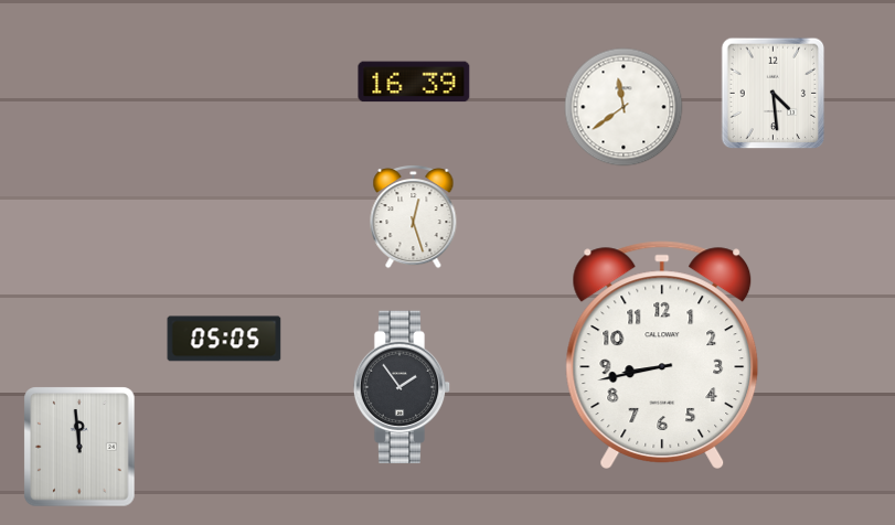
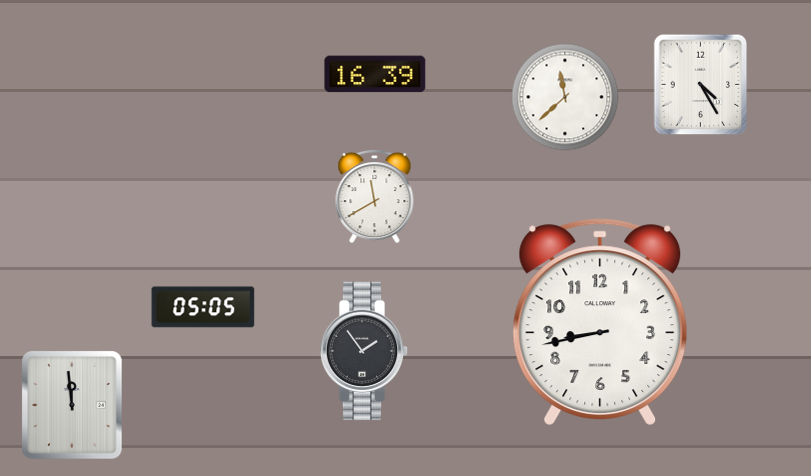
clock at (774, 94): 4:29 -> 4:25
clock at (624, 107): 11:39 -> 11:38
clock at (414, 217): 12:27 -> 11:40
